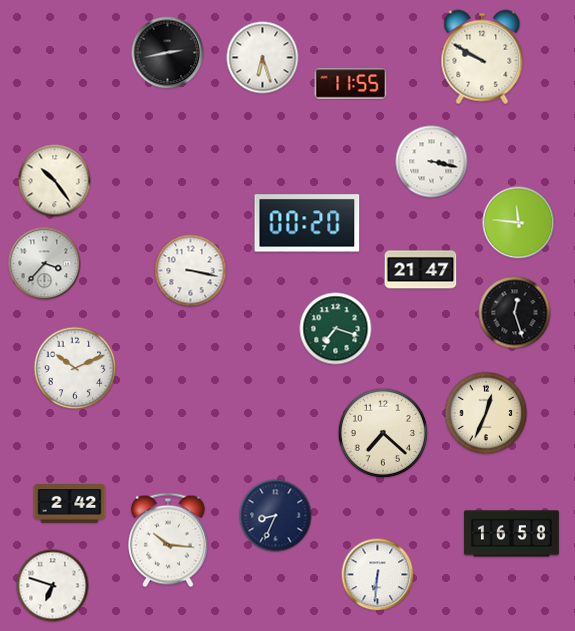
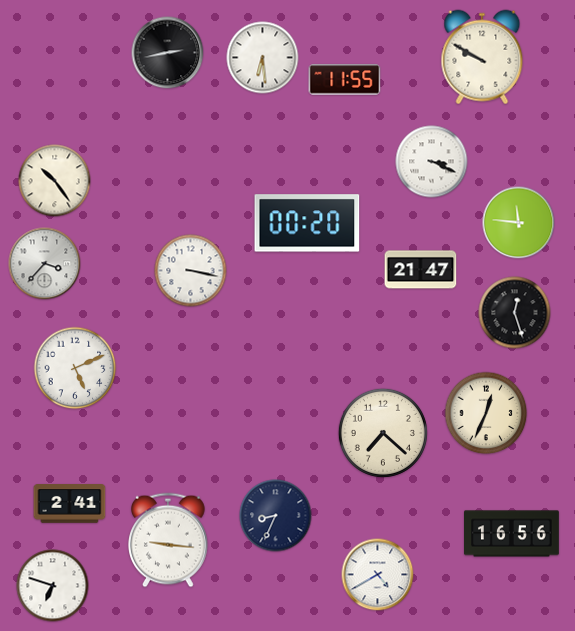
clock at (263, 58): 6:27 -> 6:29
clock at (351, 84) position: (351, 84) -> (345, 80)
clock at (432, 162): 3:17 -> 3:19
clock at (336, 329): 7:18 -> none
clock at (75, 368): 10:11 -> 5:11
clock at (70, 504): 2:42 -> 2:41
clock at (512, 534): 16:58 -> 16:56
clock at (169, 540): 10:16 -> 9:16
clock at (378, 575): 6:31 -> 4:40
